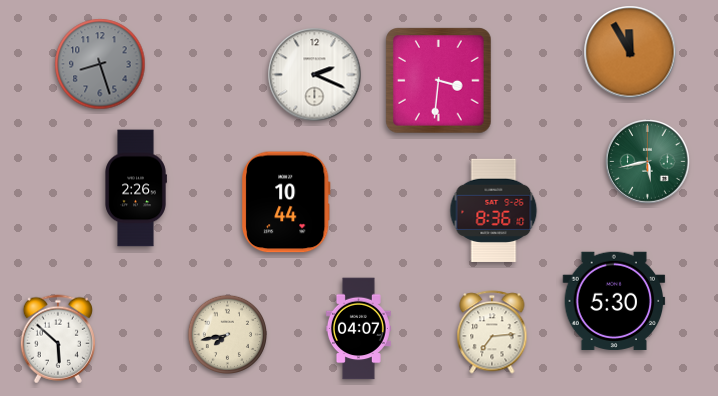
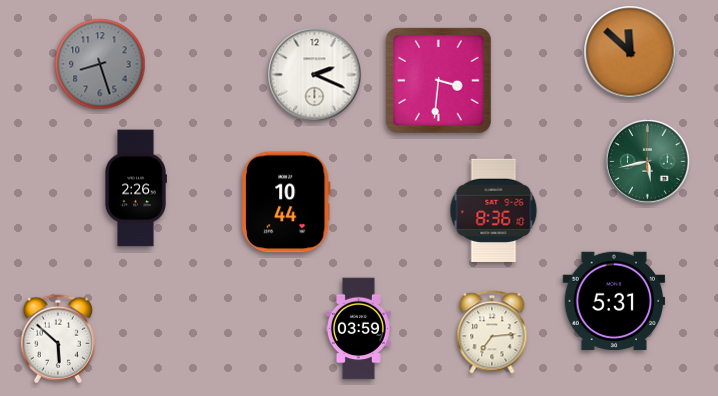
clock at (630, 52): 11:55 -> 11:52
clock at (614, 300): 5:30 -> 5:31
clock at (358, 329): 04:07 -> 03:59
clock at (227, 334): 7:43 -> none
